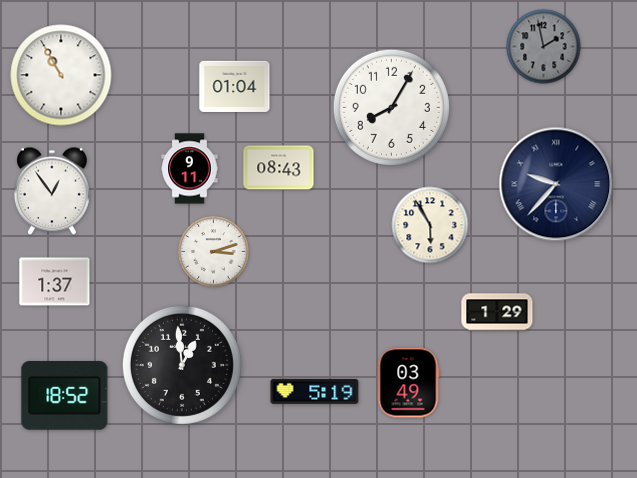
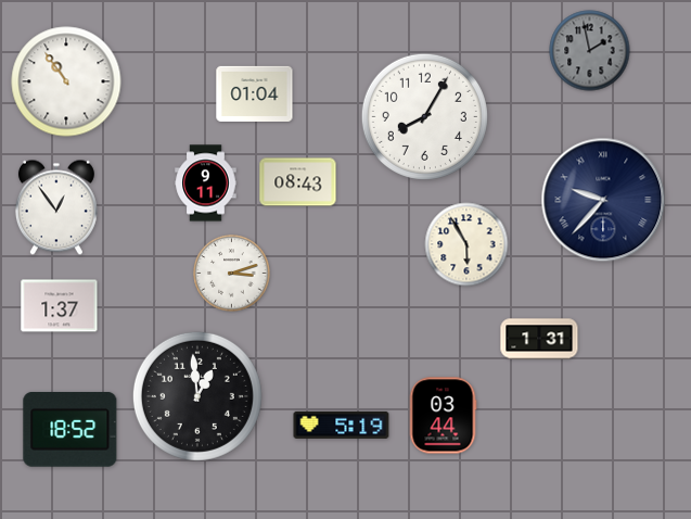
clock at (61, 75): 10:55 -> 10:54
clock at (279, 168) position: (279, 168) -> (298, 182)
clock at (497, 312): 1:29 -> 1:31
clock at (408, 383): 03:49 -> 03:44
